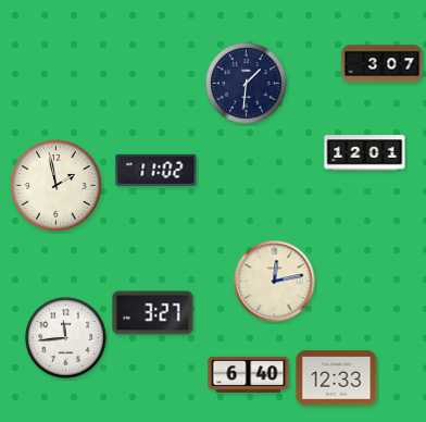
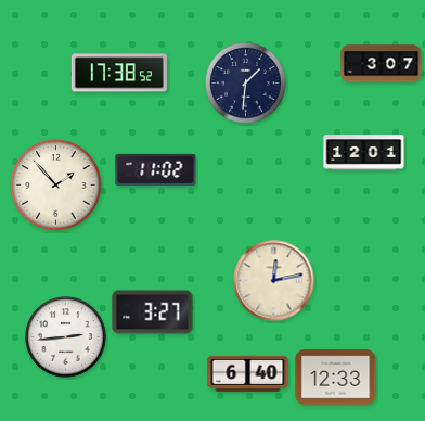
clock at (119, 73): none -> 17:38
clock at (57, 186): 1:58 -> 1:53
clock at (66, 338): 11:44 -> 2:44
